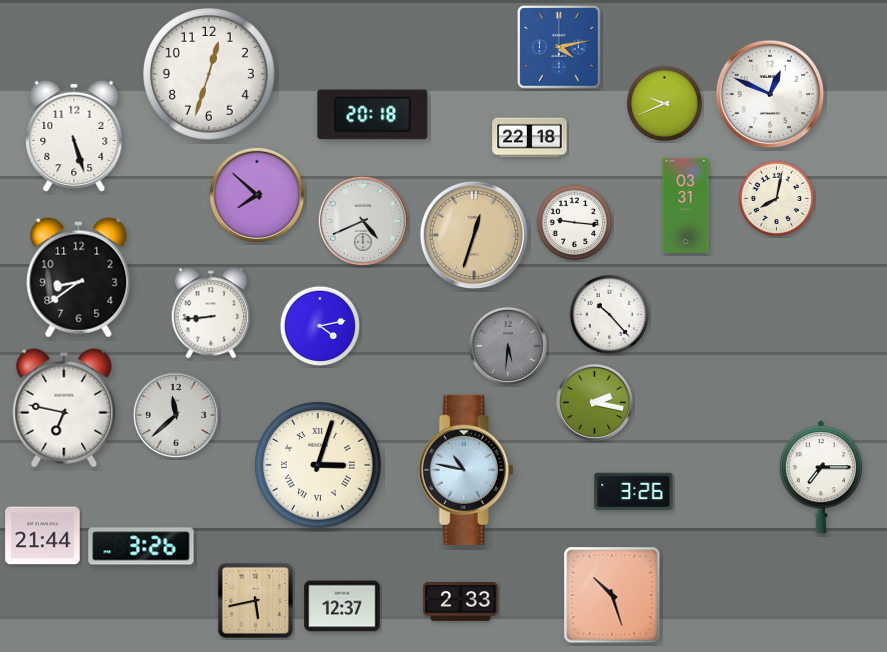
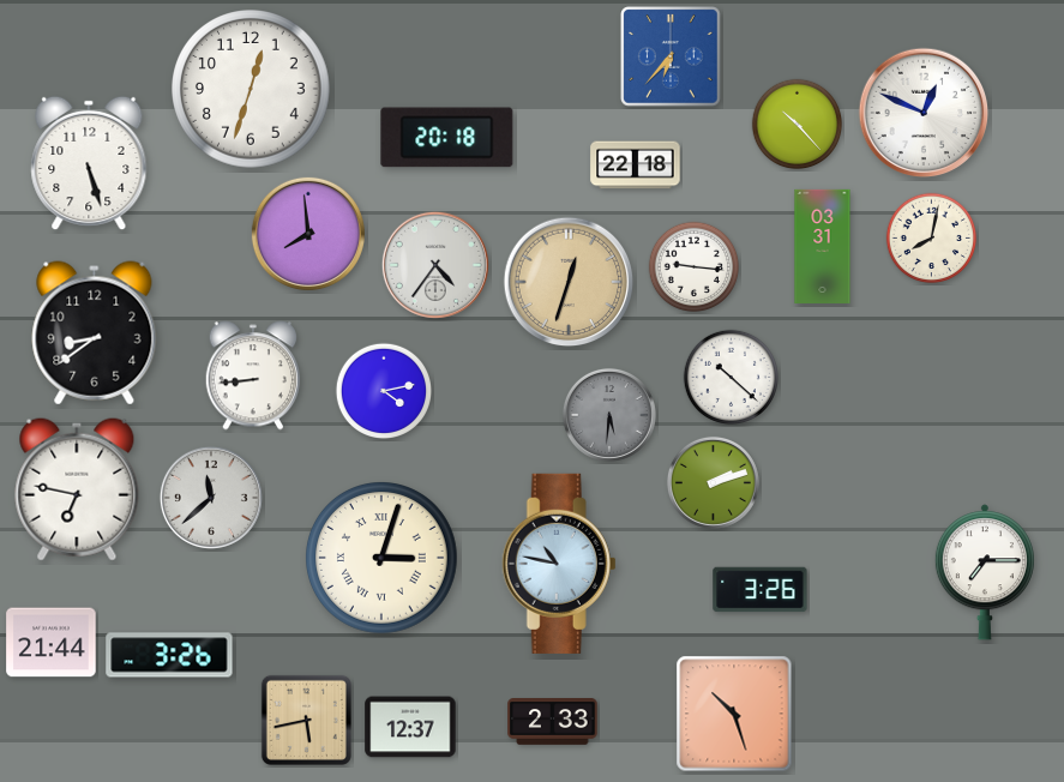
clock at (559, 47): 4:13 -> 6:37
clock at (665, 104): 9:41 -> 10:23
clock at (257, 195): 7:52 -> 7:59
clock at (363, 221): 4:41 -> 4:36
clock at (575, 223) position: (575, 223) -> (695, 267)
clock at (609, 314): 10:23 -> 10:22
clock at (594, 402): 2:17 -> 2:12
